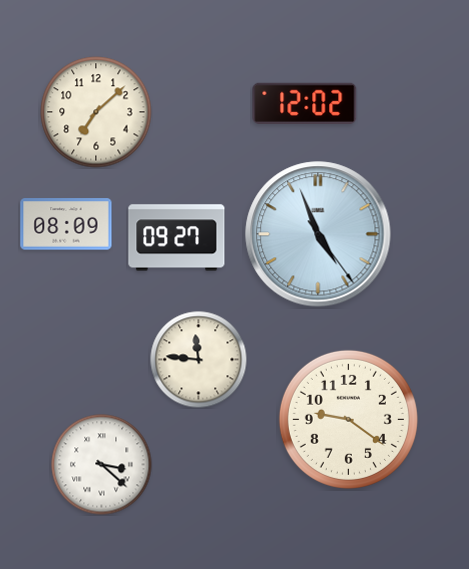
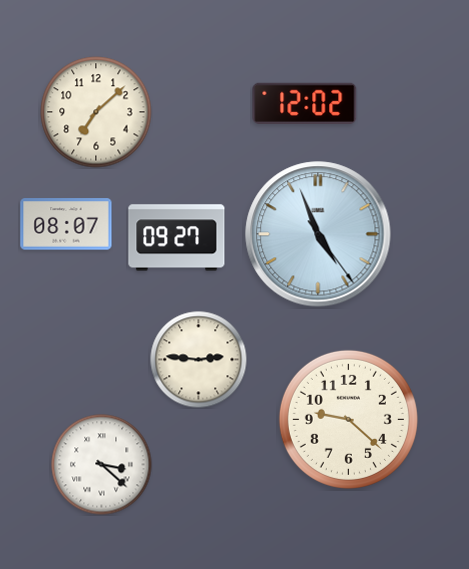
clock at (66, 224): 08:09 -> 08:07
clock at (198, 359): 11:46 -> 2:46
clock at (348, 419): 9:21 -> 9:22
